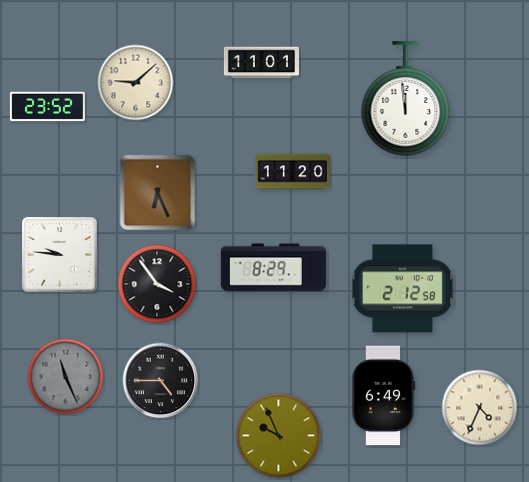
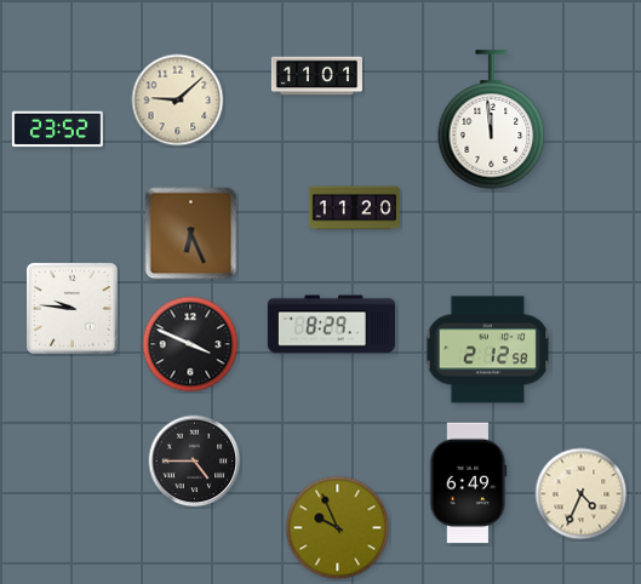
clock at (136, 83) position: (136, 83) -> (178, 101)
clock at (157, 284): 3:54 -> 3:49
clock at (66, 377): 11:26 -> none
clock at (383, 396) position: (383, 396) -> (468, 483)
